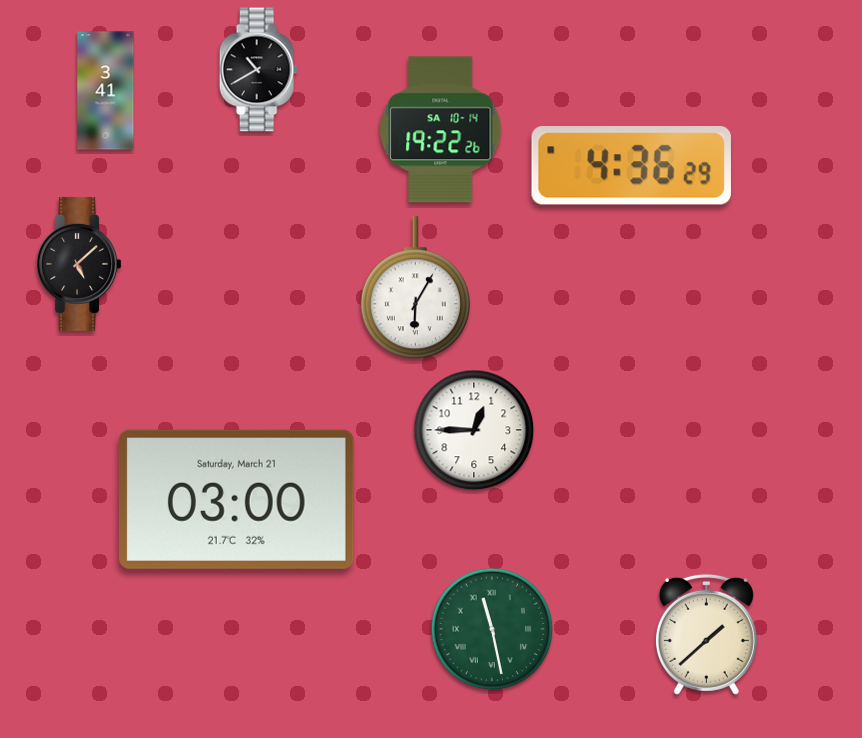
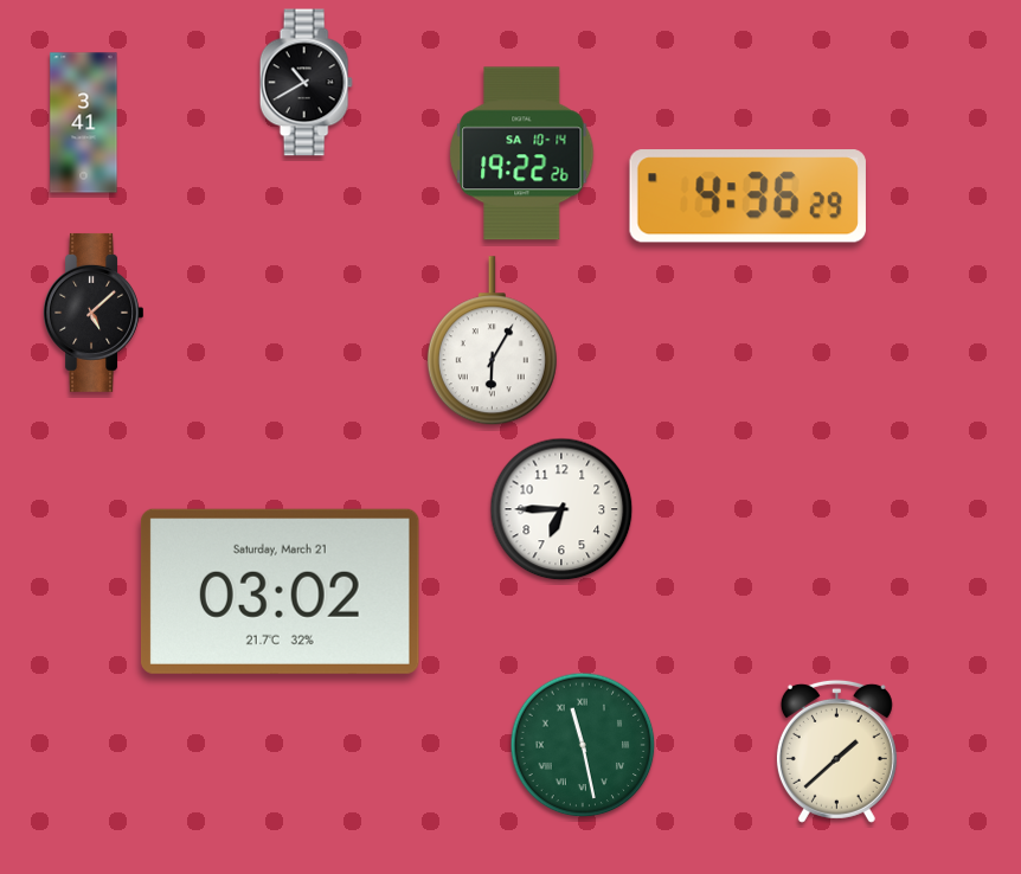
clock at (106, 91) position: (106, 91) -> (84, 123)
clock at (474, 430): 12:45 -> 6:45
clock at (236, 499): 03:00 -> 03:02
